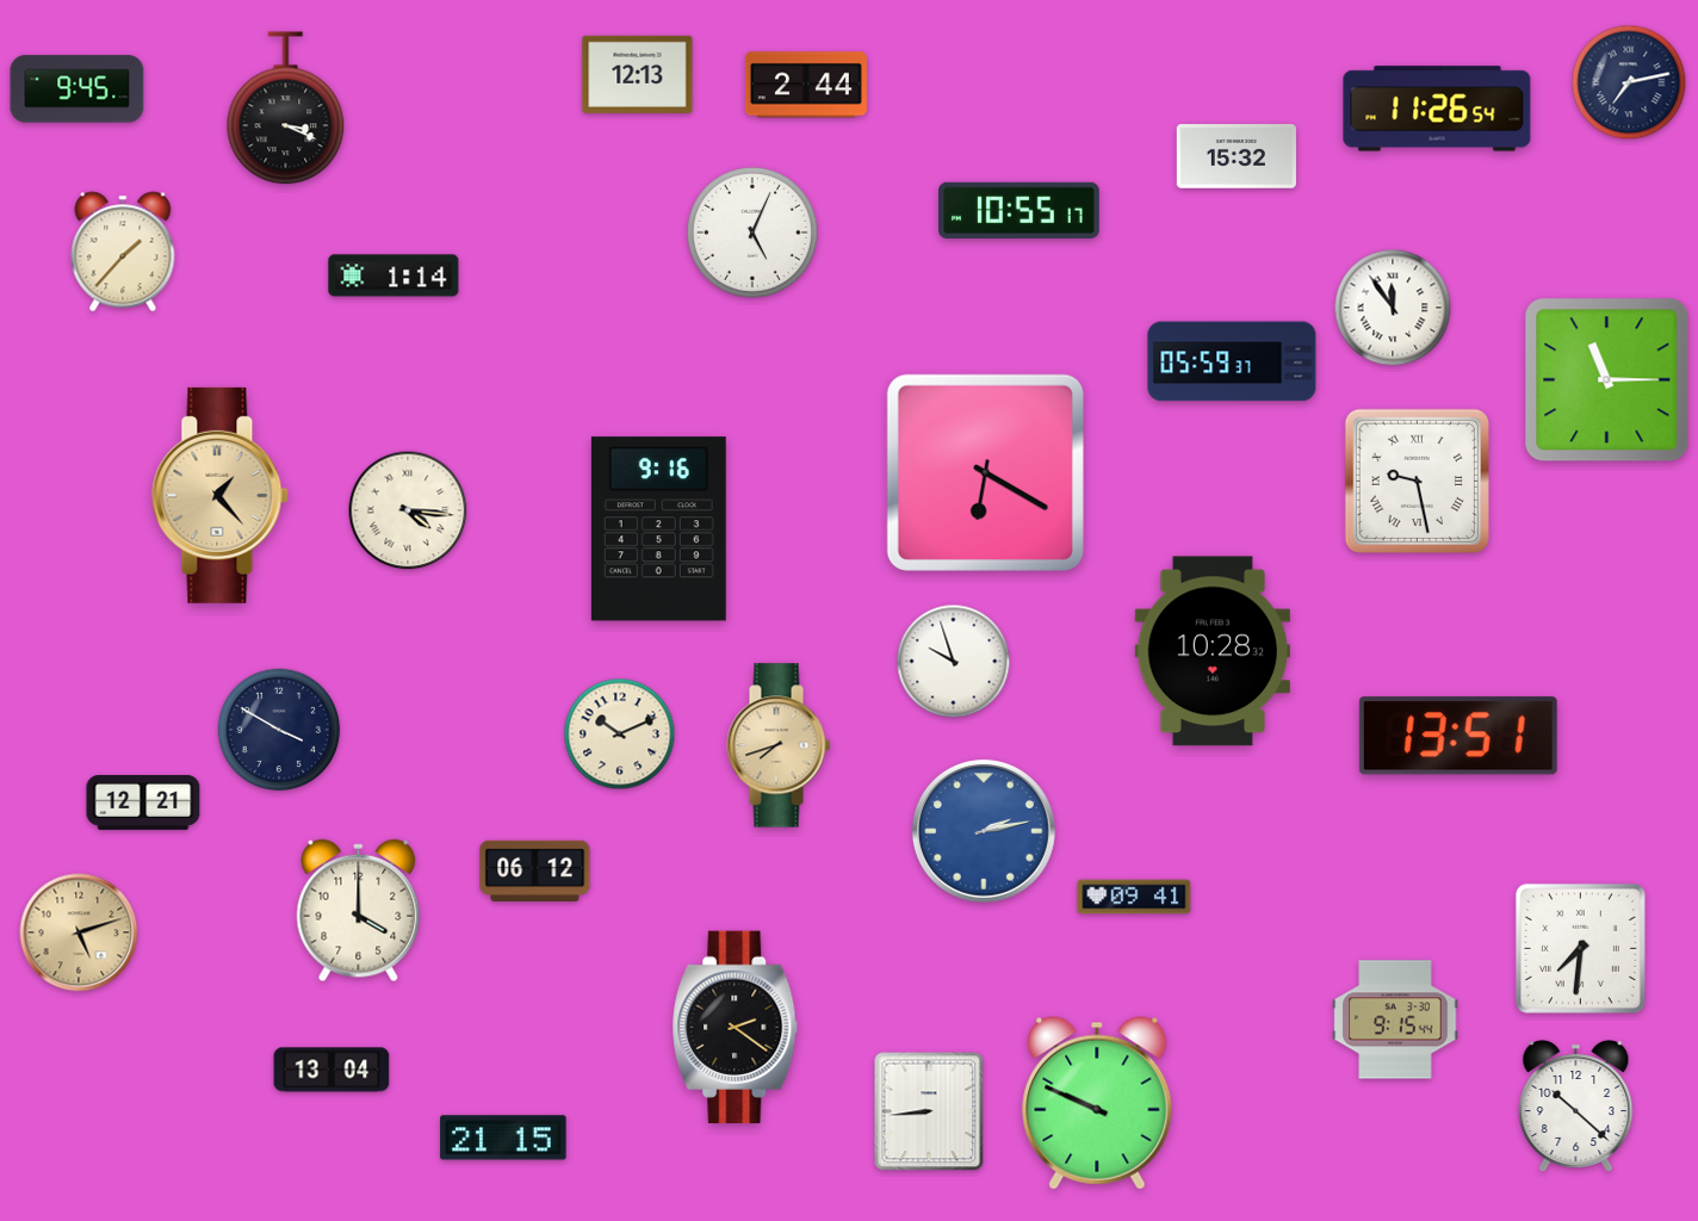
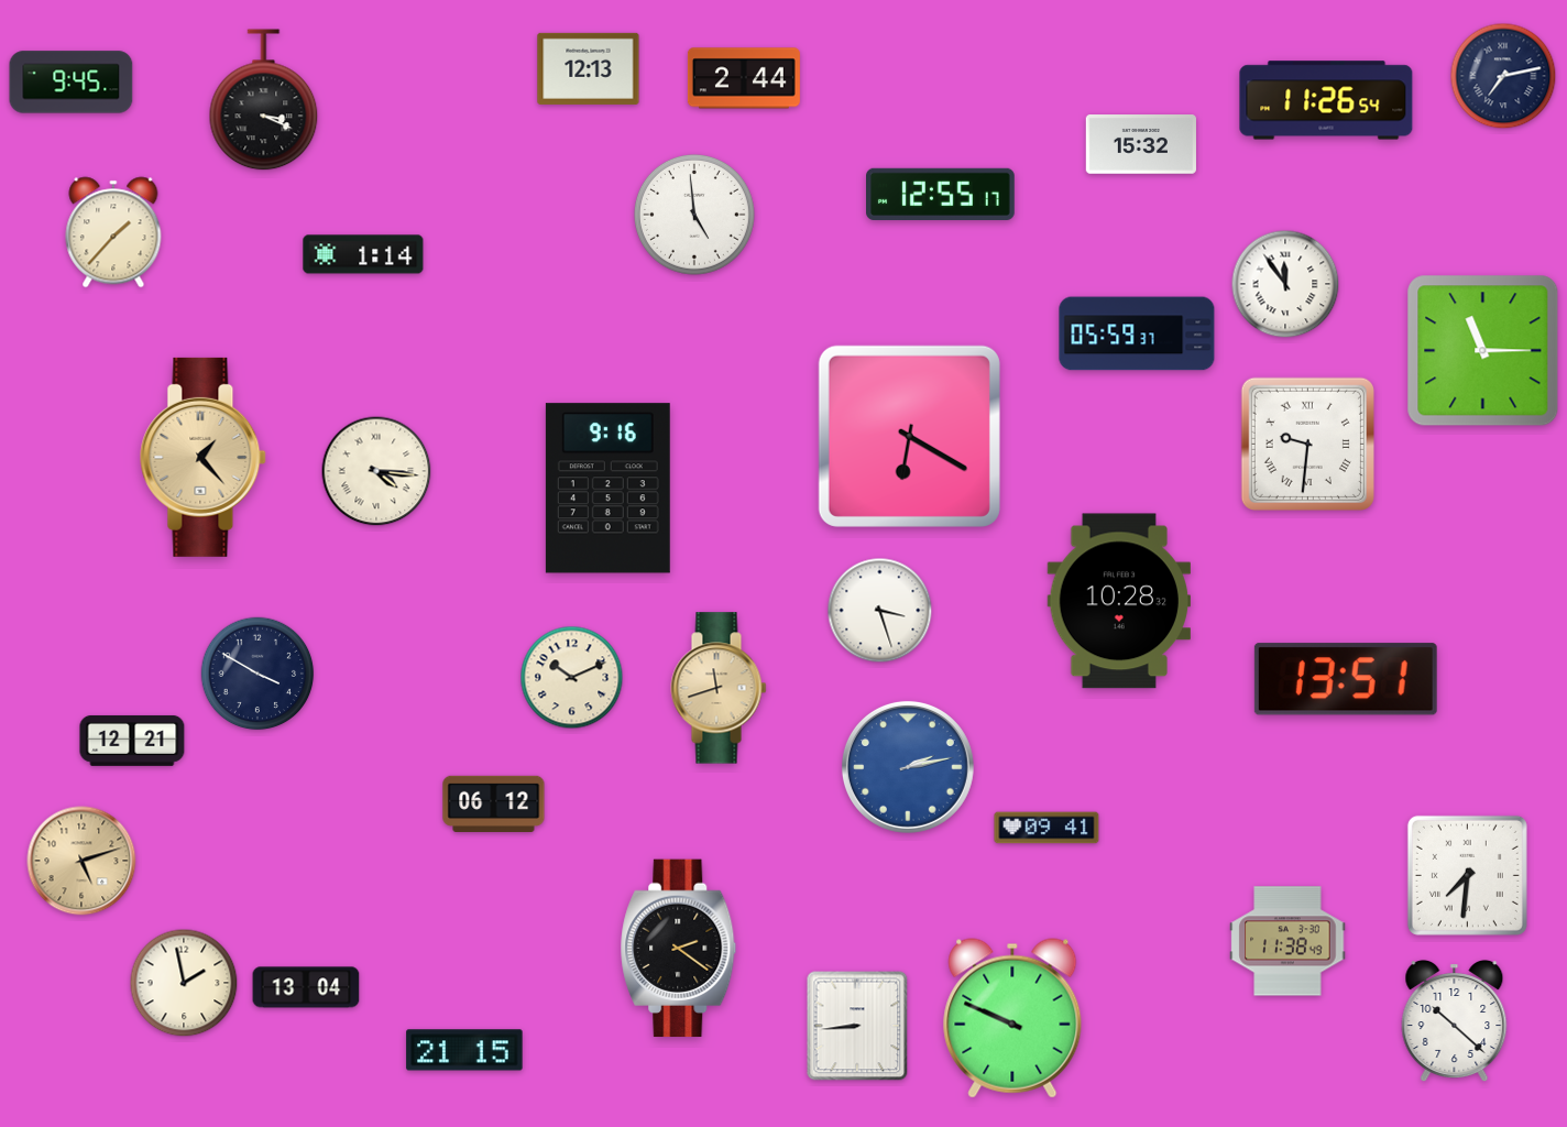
clock at (1020, 210): 10:55 -> 12:55
clock at (752, 233): 5:04 -> 4:59
clock at (1417, 481): 9:28 -> 9:31
clock at (954, 662): 9:57 -> 3:27
clock at (779, 745): 7:42 -> 11:42
clock at (359, 911): 4:00 -> none
clock at (79, 932) position: (79, 932) -> (81, 861)
clock at (1580, 948) position: (1580, 948) -> (1467, 875)
clock at (1395, 1019): 9:15 -> 11:38
clock at (184, 983): none -> 1:58
